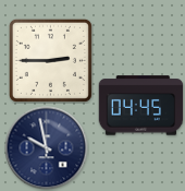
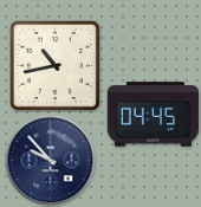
clock at (50, 60): 2:45 -> 10:43
clock at (47, 148): 9:58 -> 9:53
